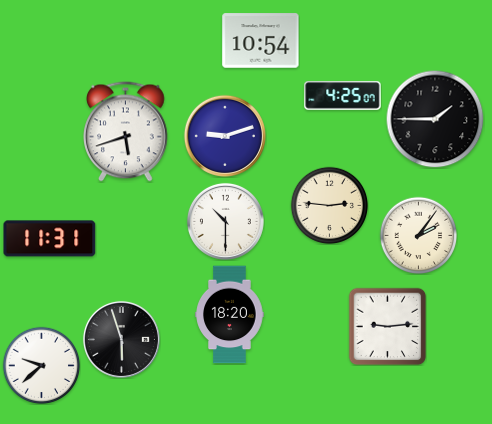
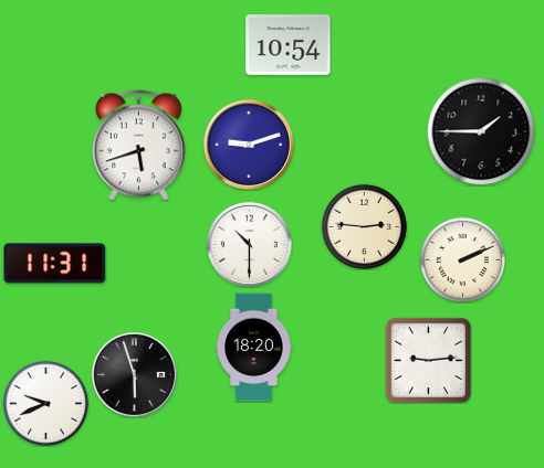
clock at (343, 96): 4:25 -> none
clock at (225, 136) position: (225, 136) -> (249, 145)
clock at (418, 235): 2:06 -> 2:11
clock at (41, 365): 9:38 -> 9:41
